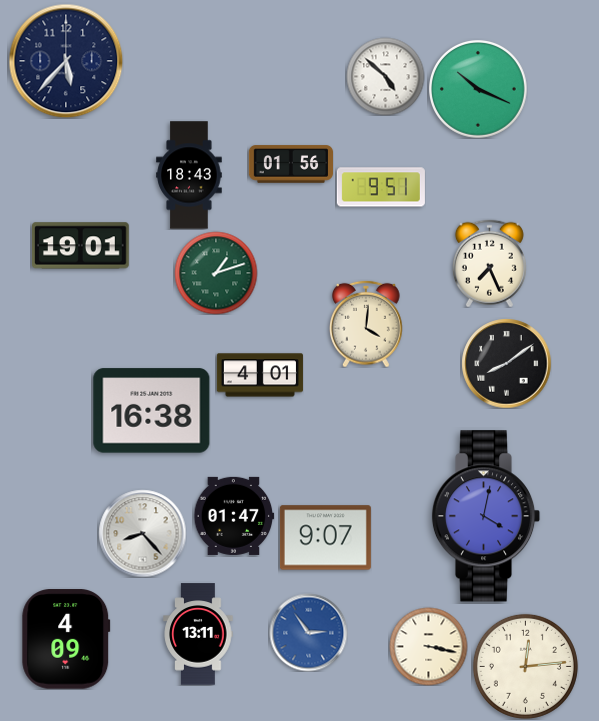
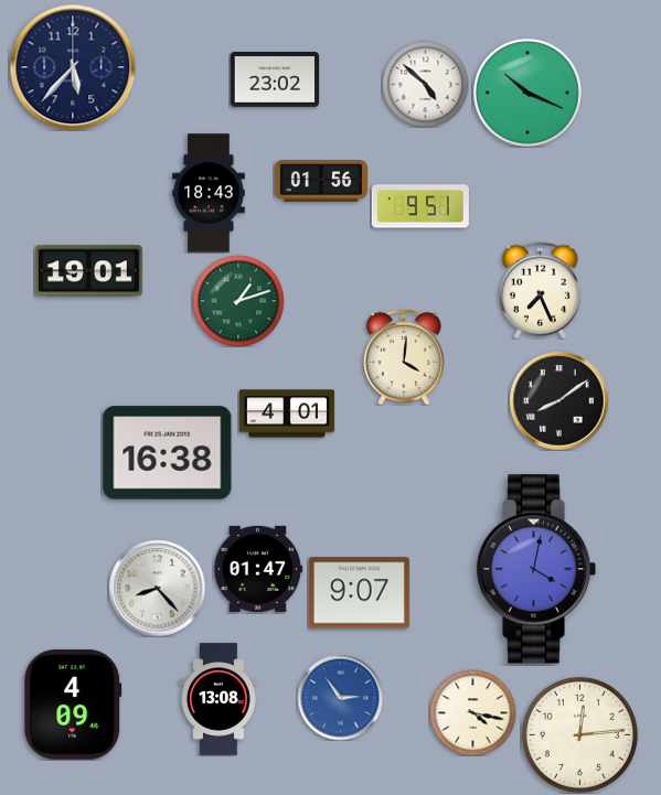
clock at (275, 79): none -> 23:02
clock at (479, 90) position: (479, 90) -> (529, 94)
clock at (198, 634): 13:11 -> 13:08
clock at (428, 646): 3:17 -> 4:17
